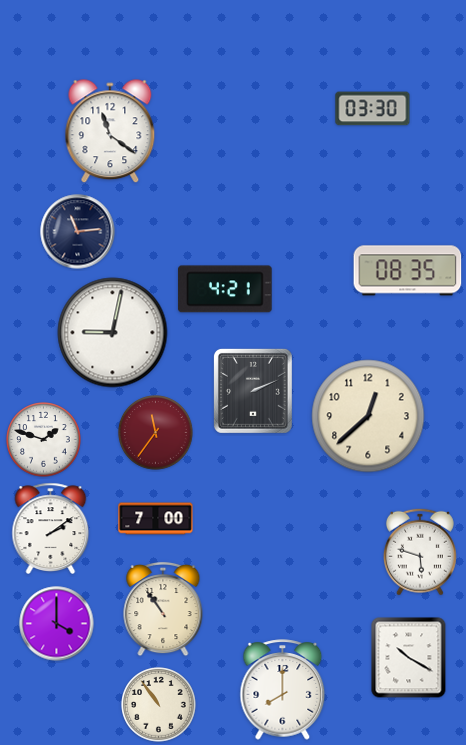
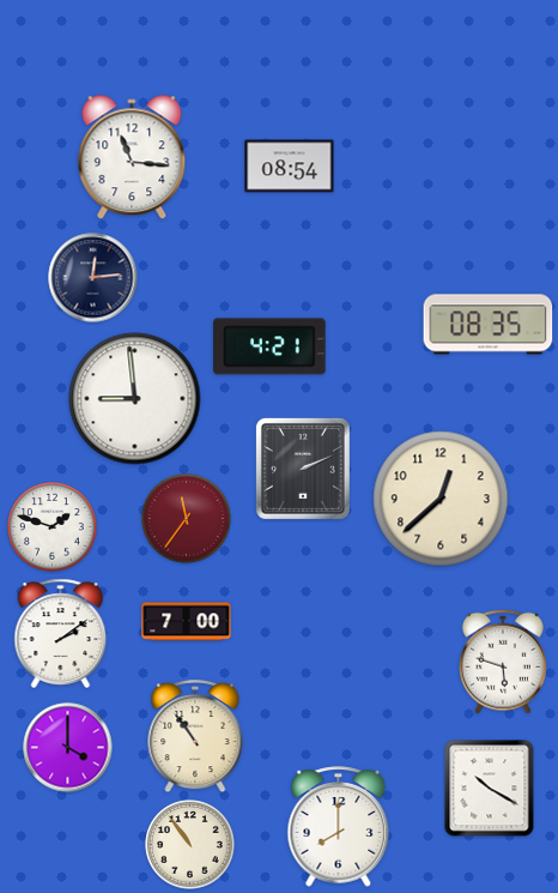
clock at (373, 109): 03:30 -> none
clock at (110, 132): 11:21 -> 11:16
clock at (290, 167): none -> 08:54
clock at (78, 232): 11:14 -> 12:14
clock at (113, 333): 9:02 -> 8:59
clock at (163, 609) position: (163, 609) -> (195, 736)
